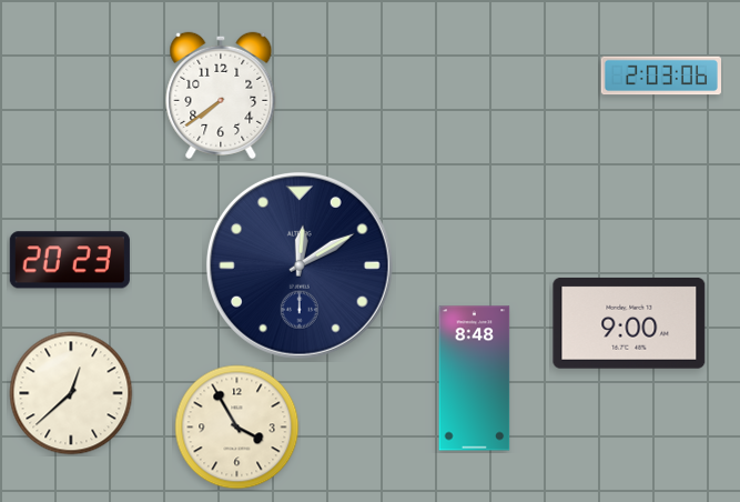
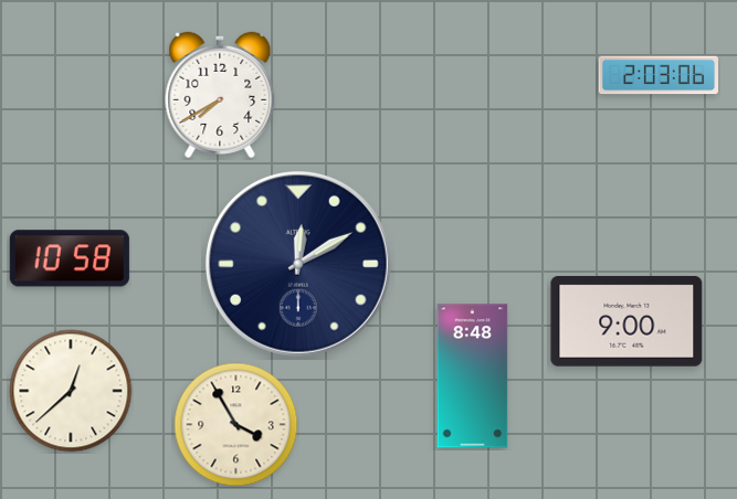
clock at (221, 96): 7:39 -> 7:40
clock at (70, 260): 20:23 -> 10:58
